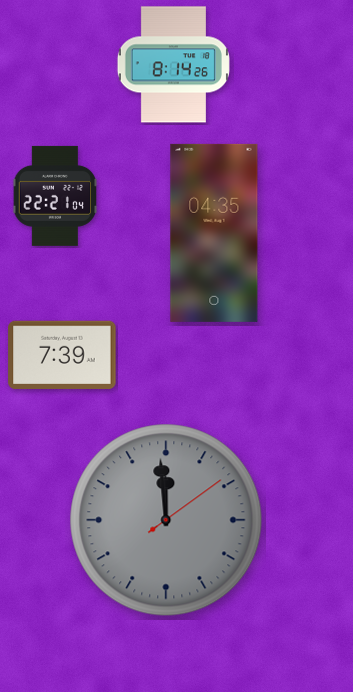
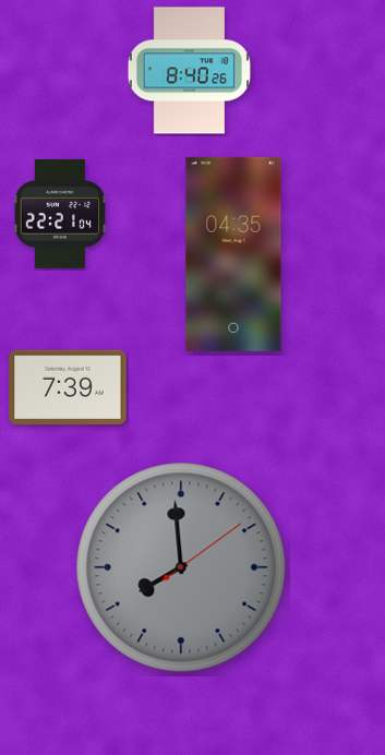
clock at (173, 65): 8:14 -> 8:40
clock at (166, 520): 11:59 -> 7:59
